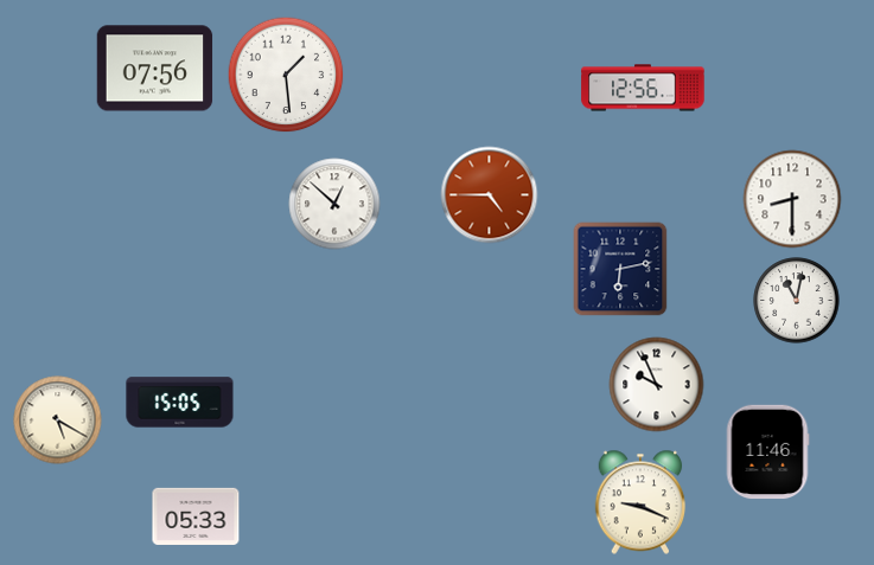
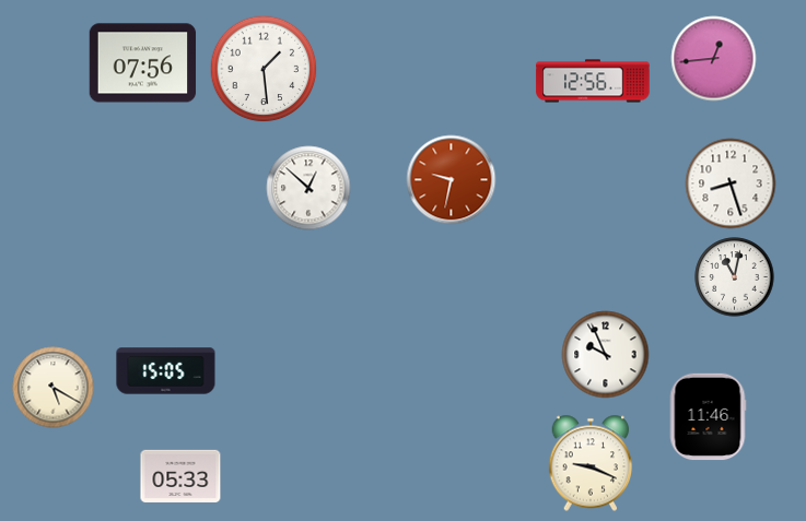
clock at (714, 59): none -> 12:44
clock at (490, 195): 4:45 -> 9:32
clock at (792, 199): 8:30 -> 8:27
clock at (620, 269): 6:13 -> none
